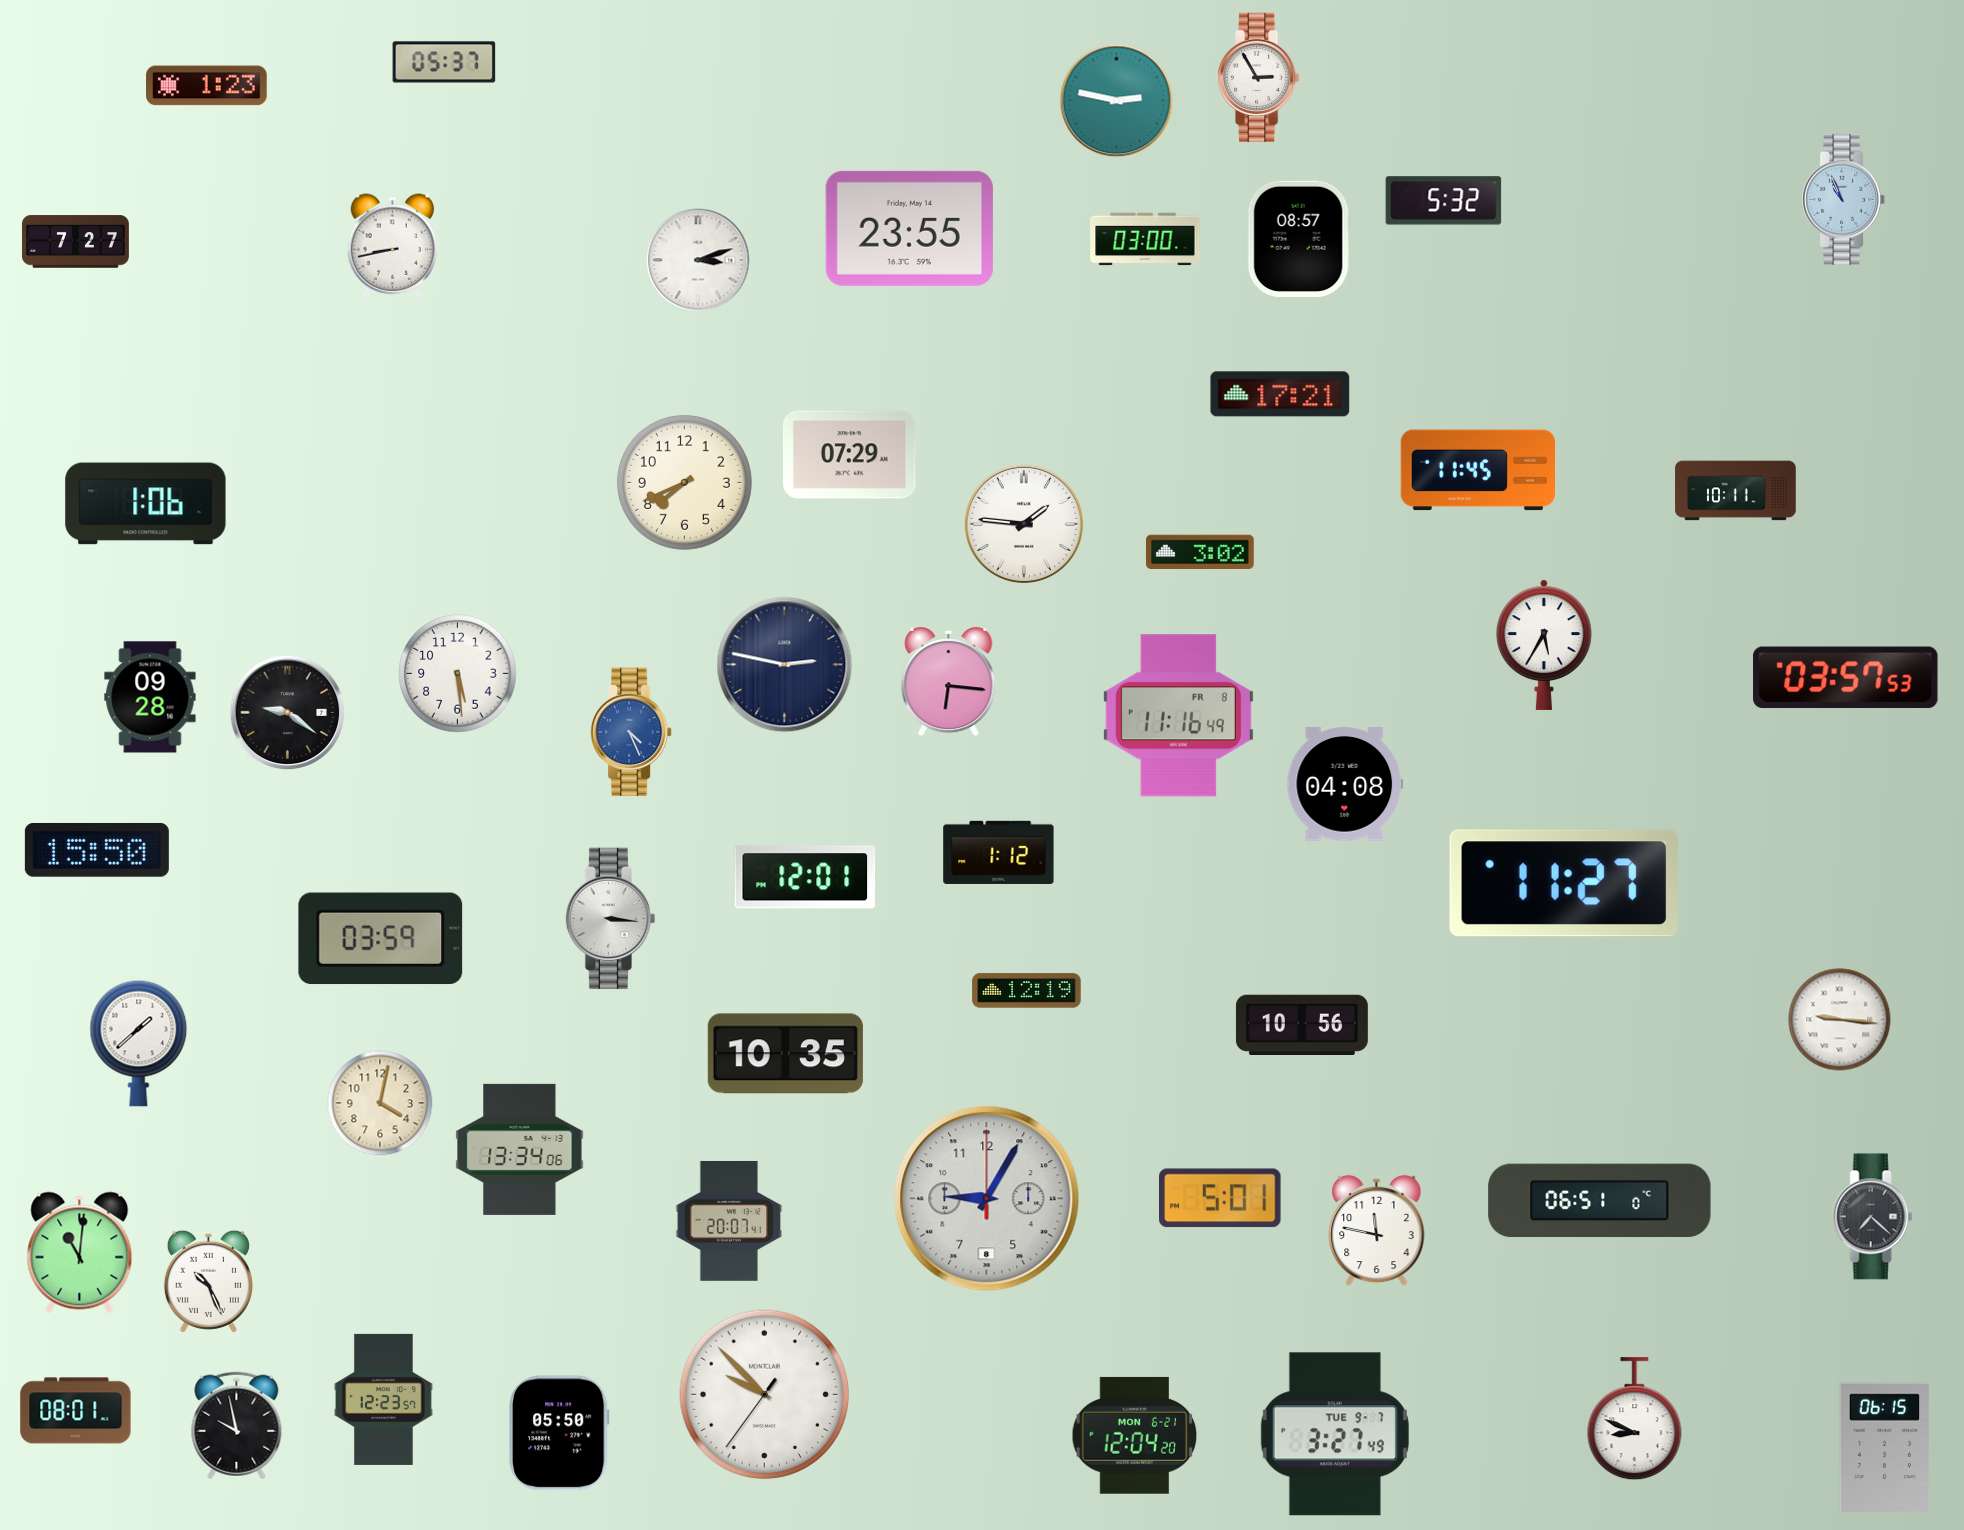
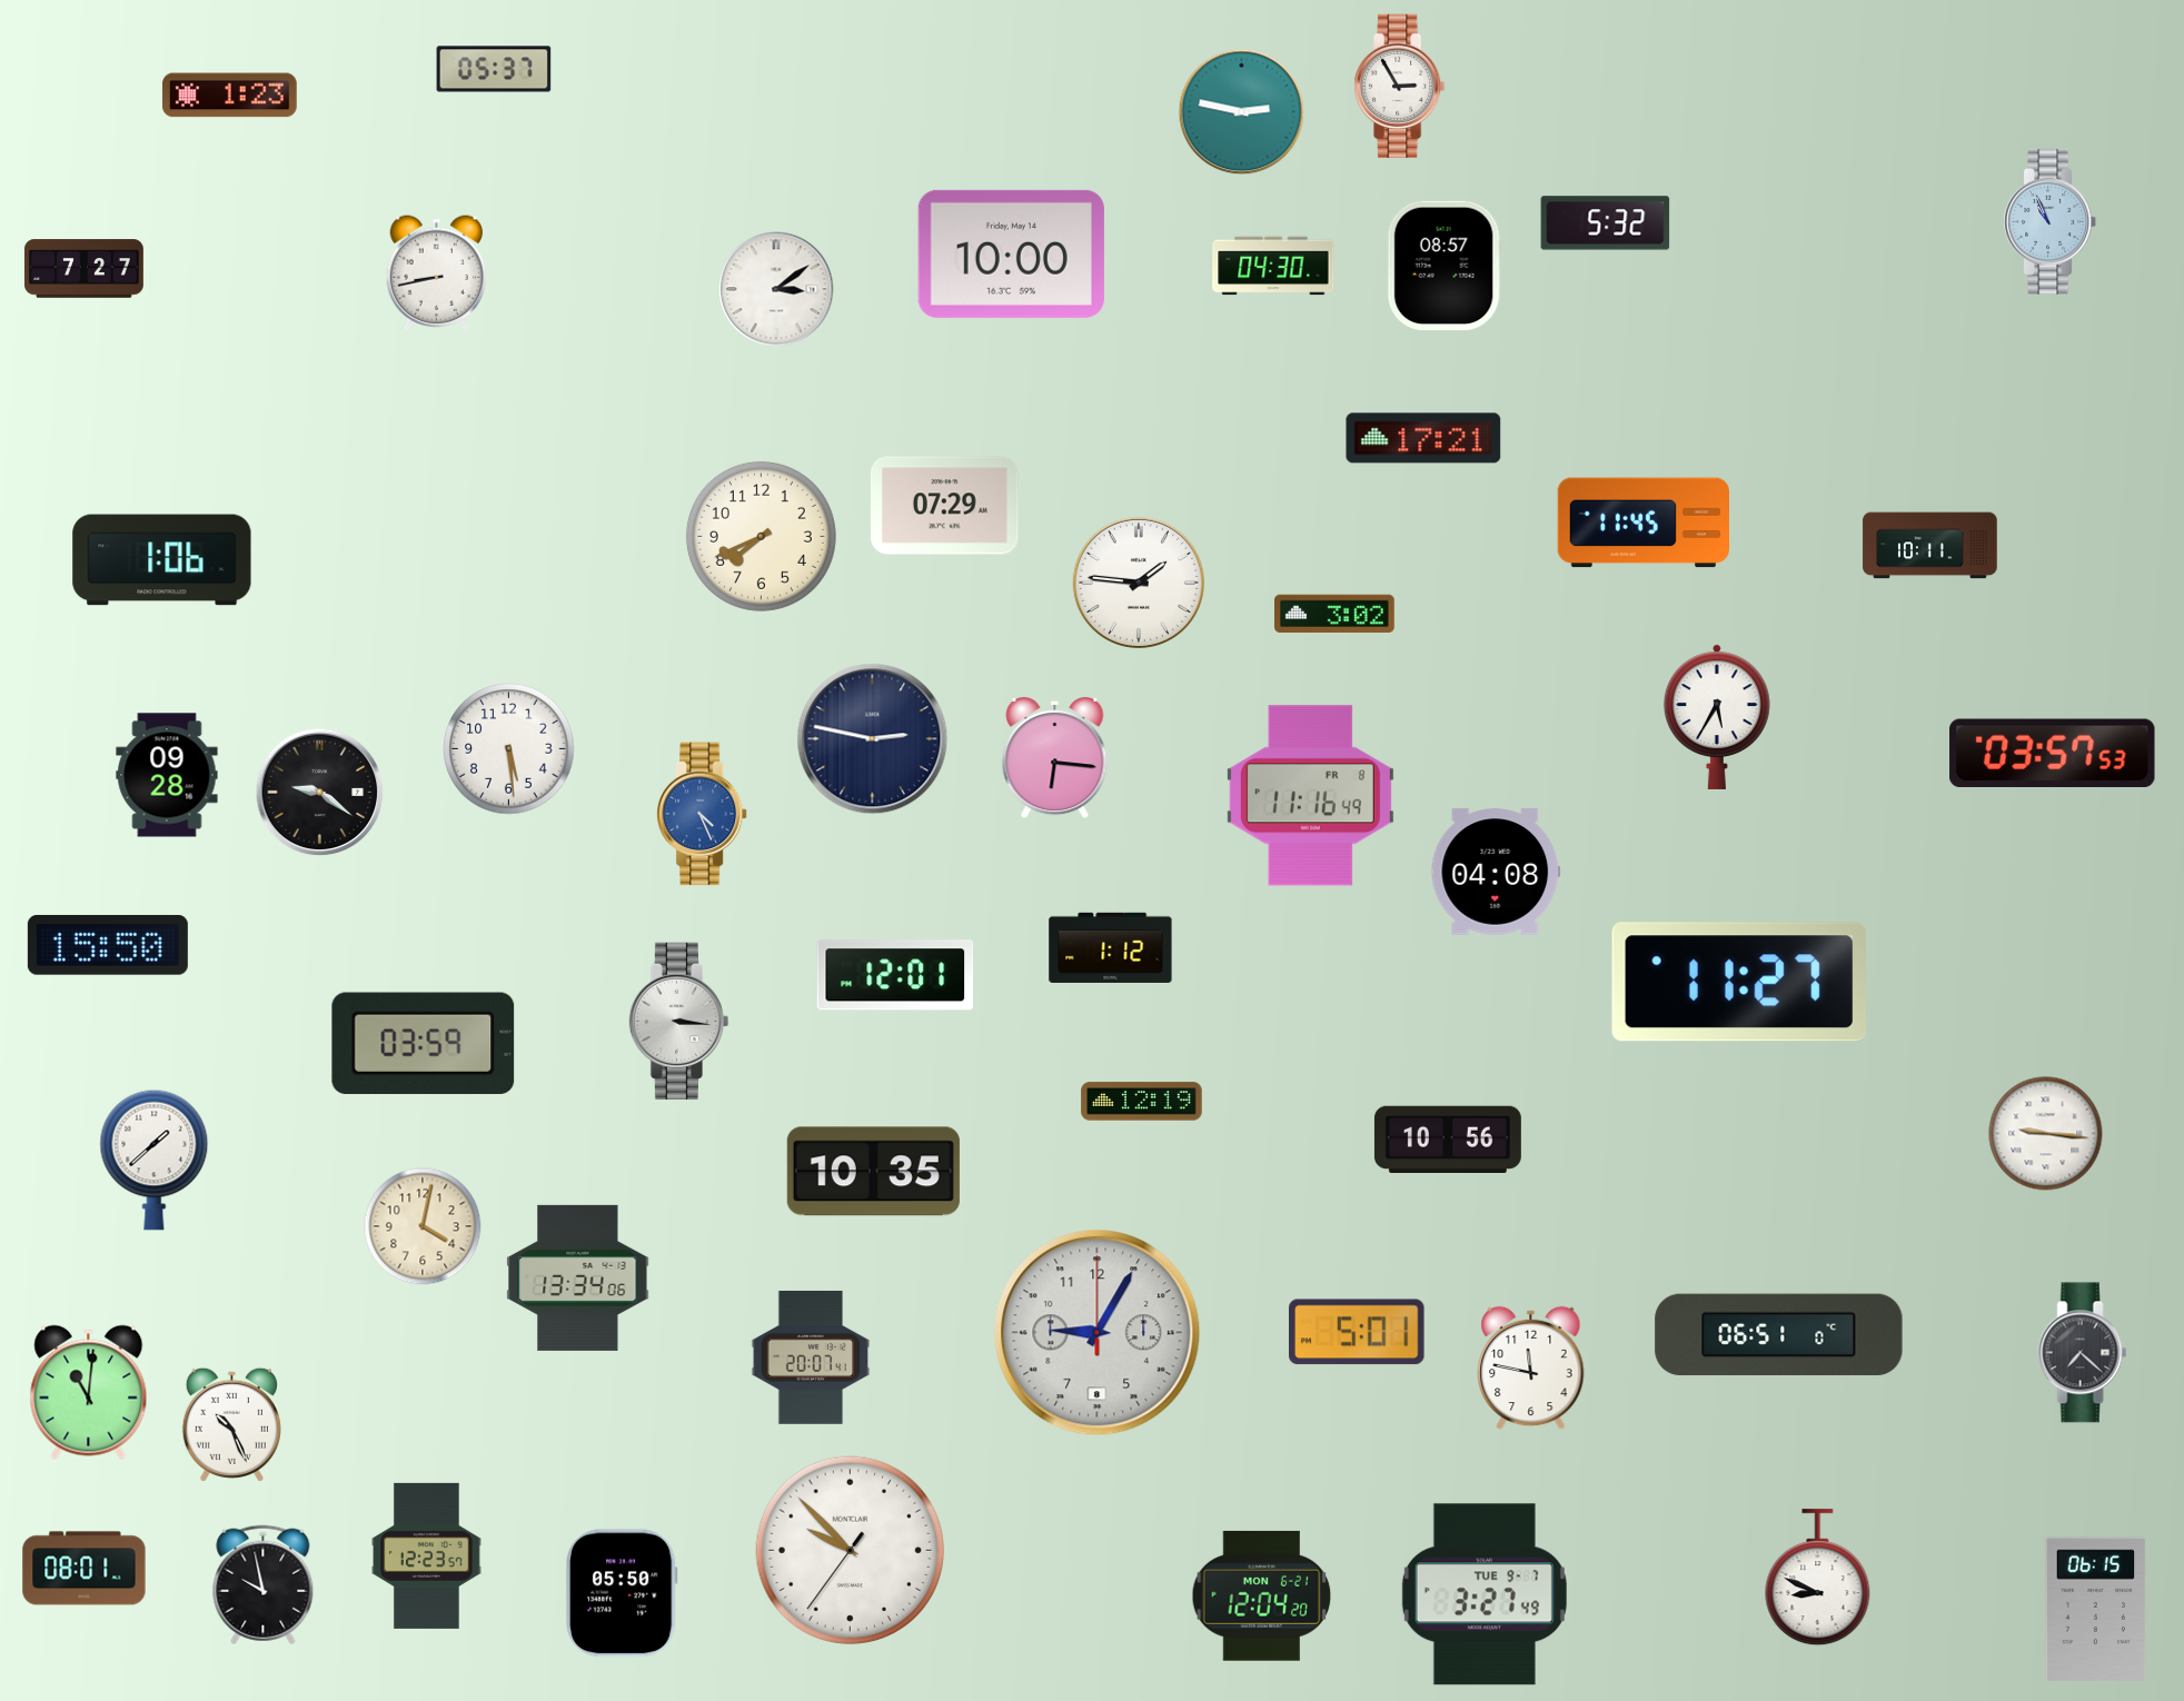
clock at (909, 228): 23:55 -> 10:00
clock at (1145, 239): 03:00 -> 04:30
clock at (698, 260): 3:12 -> 3:09
